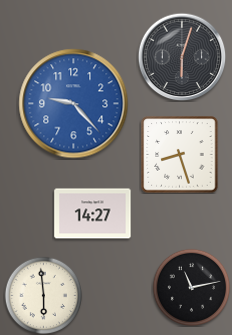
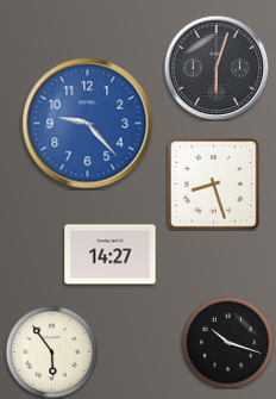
clock at (191, 287): 11:13 -> 10:18
clock at (43, 295): 5:59 -> 5:54
